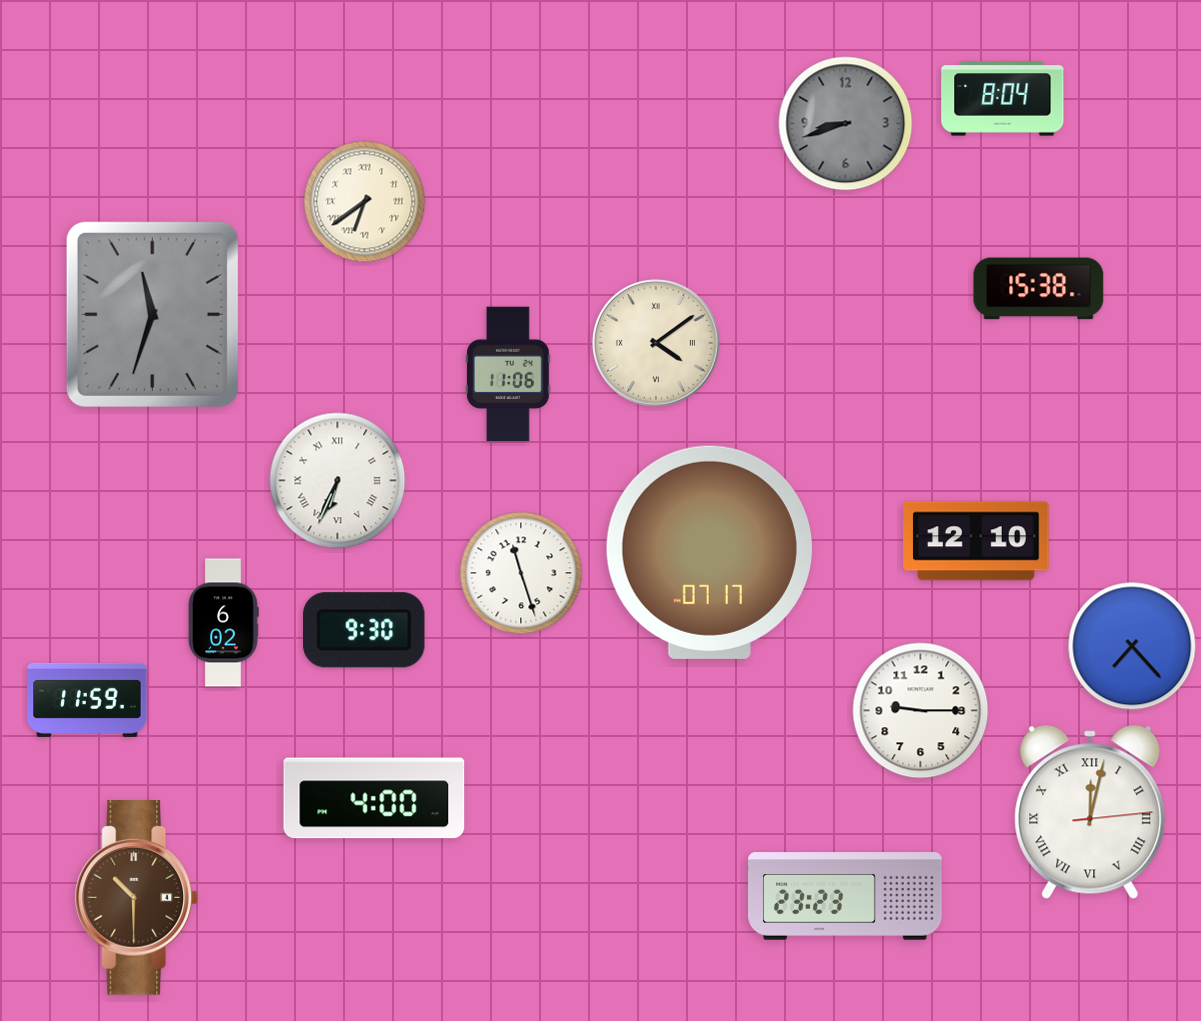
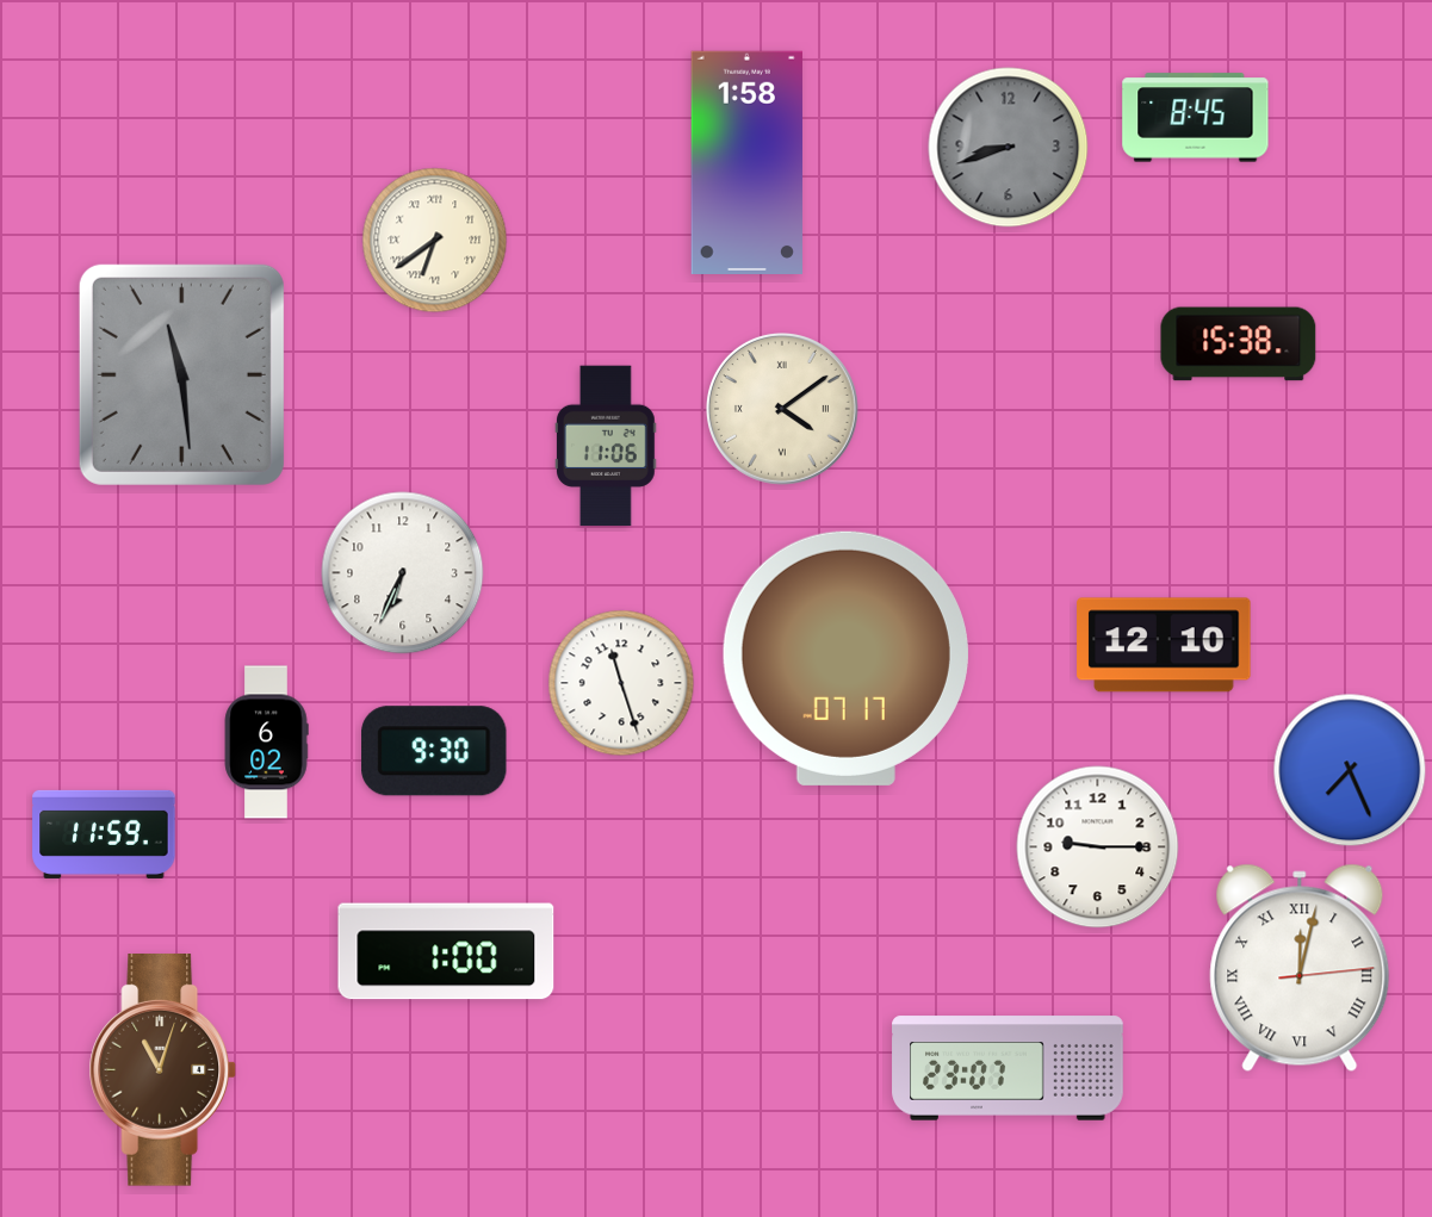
clock at (1003, 99): 8:04 -> 8:45
clock at (746, 162): none -> 1:58
clock at (152, 314): 11:33 -> 11:29
clock at (338, 481) numerals: Roman -> Arabic
clock at (1132, 646): 7:23 -> 7:26
clock at (374, 798): 4:00 -> 1:00
clock at (845, 896): 23:23 -> 23:07
clock at (137, 898): 10:30 -> 11:03
